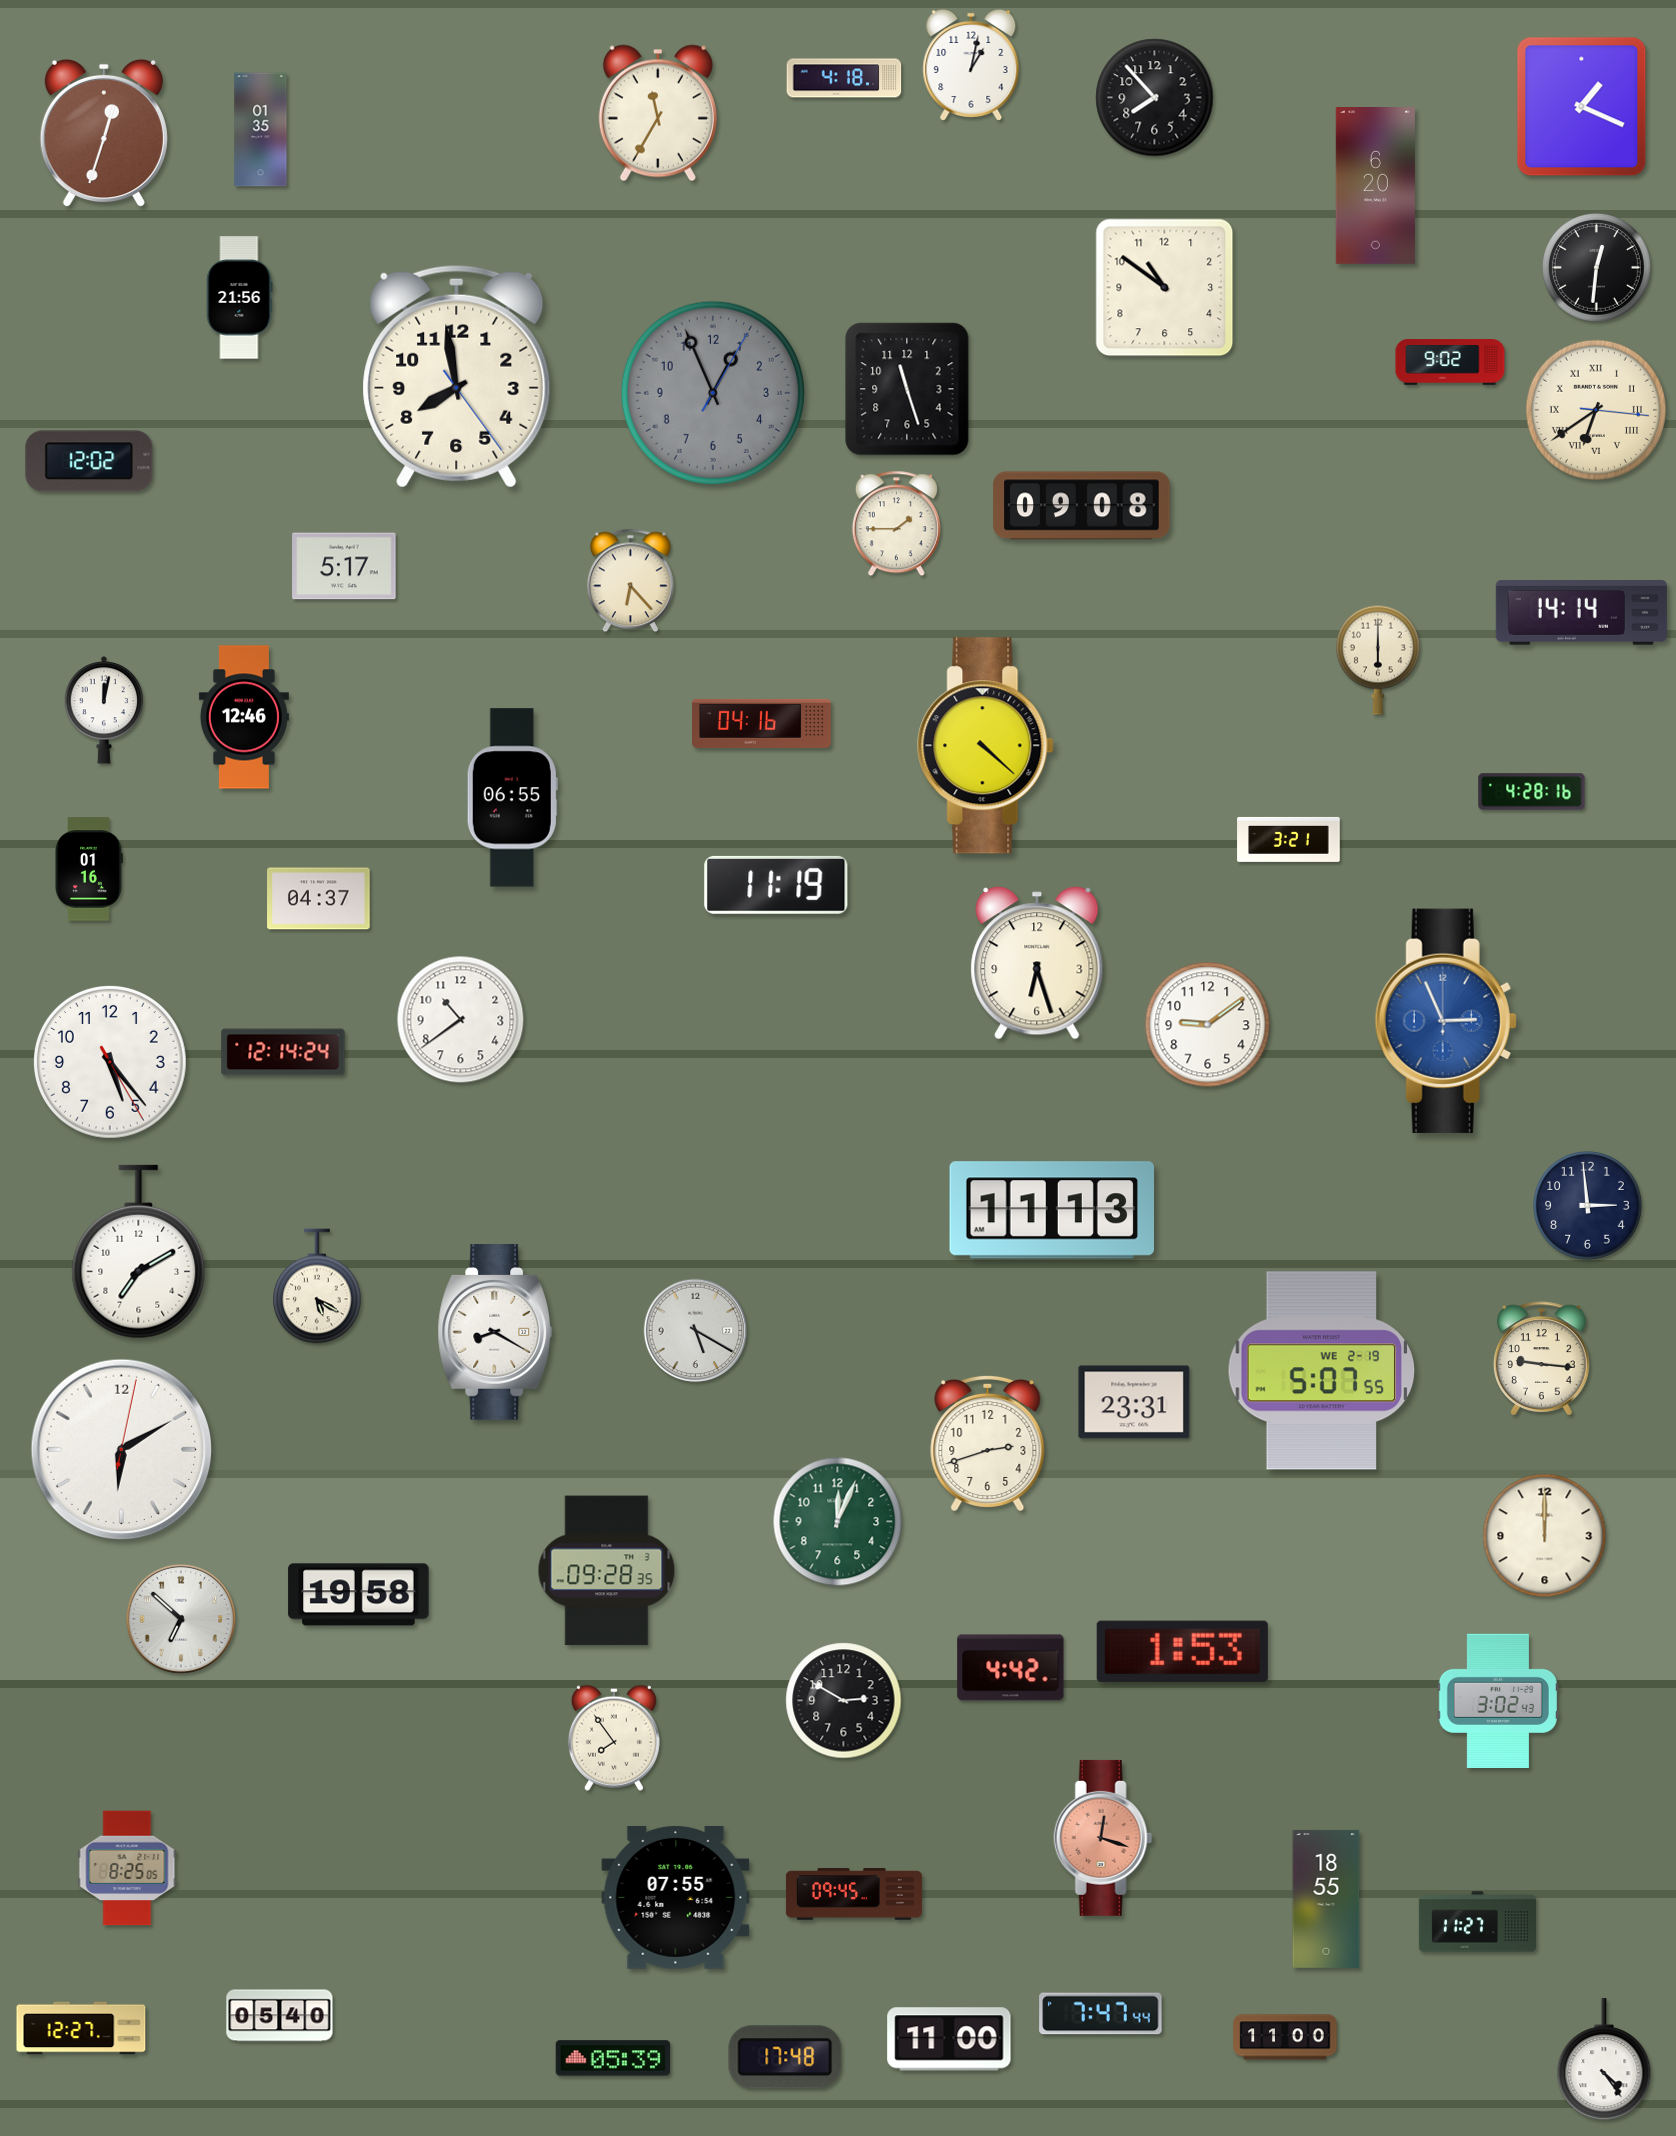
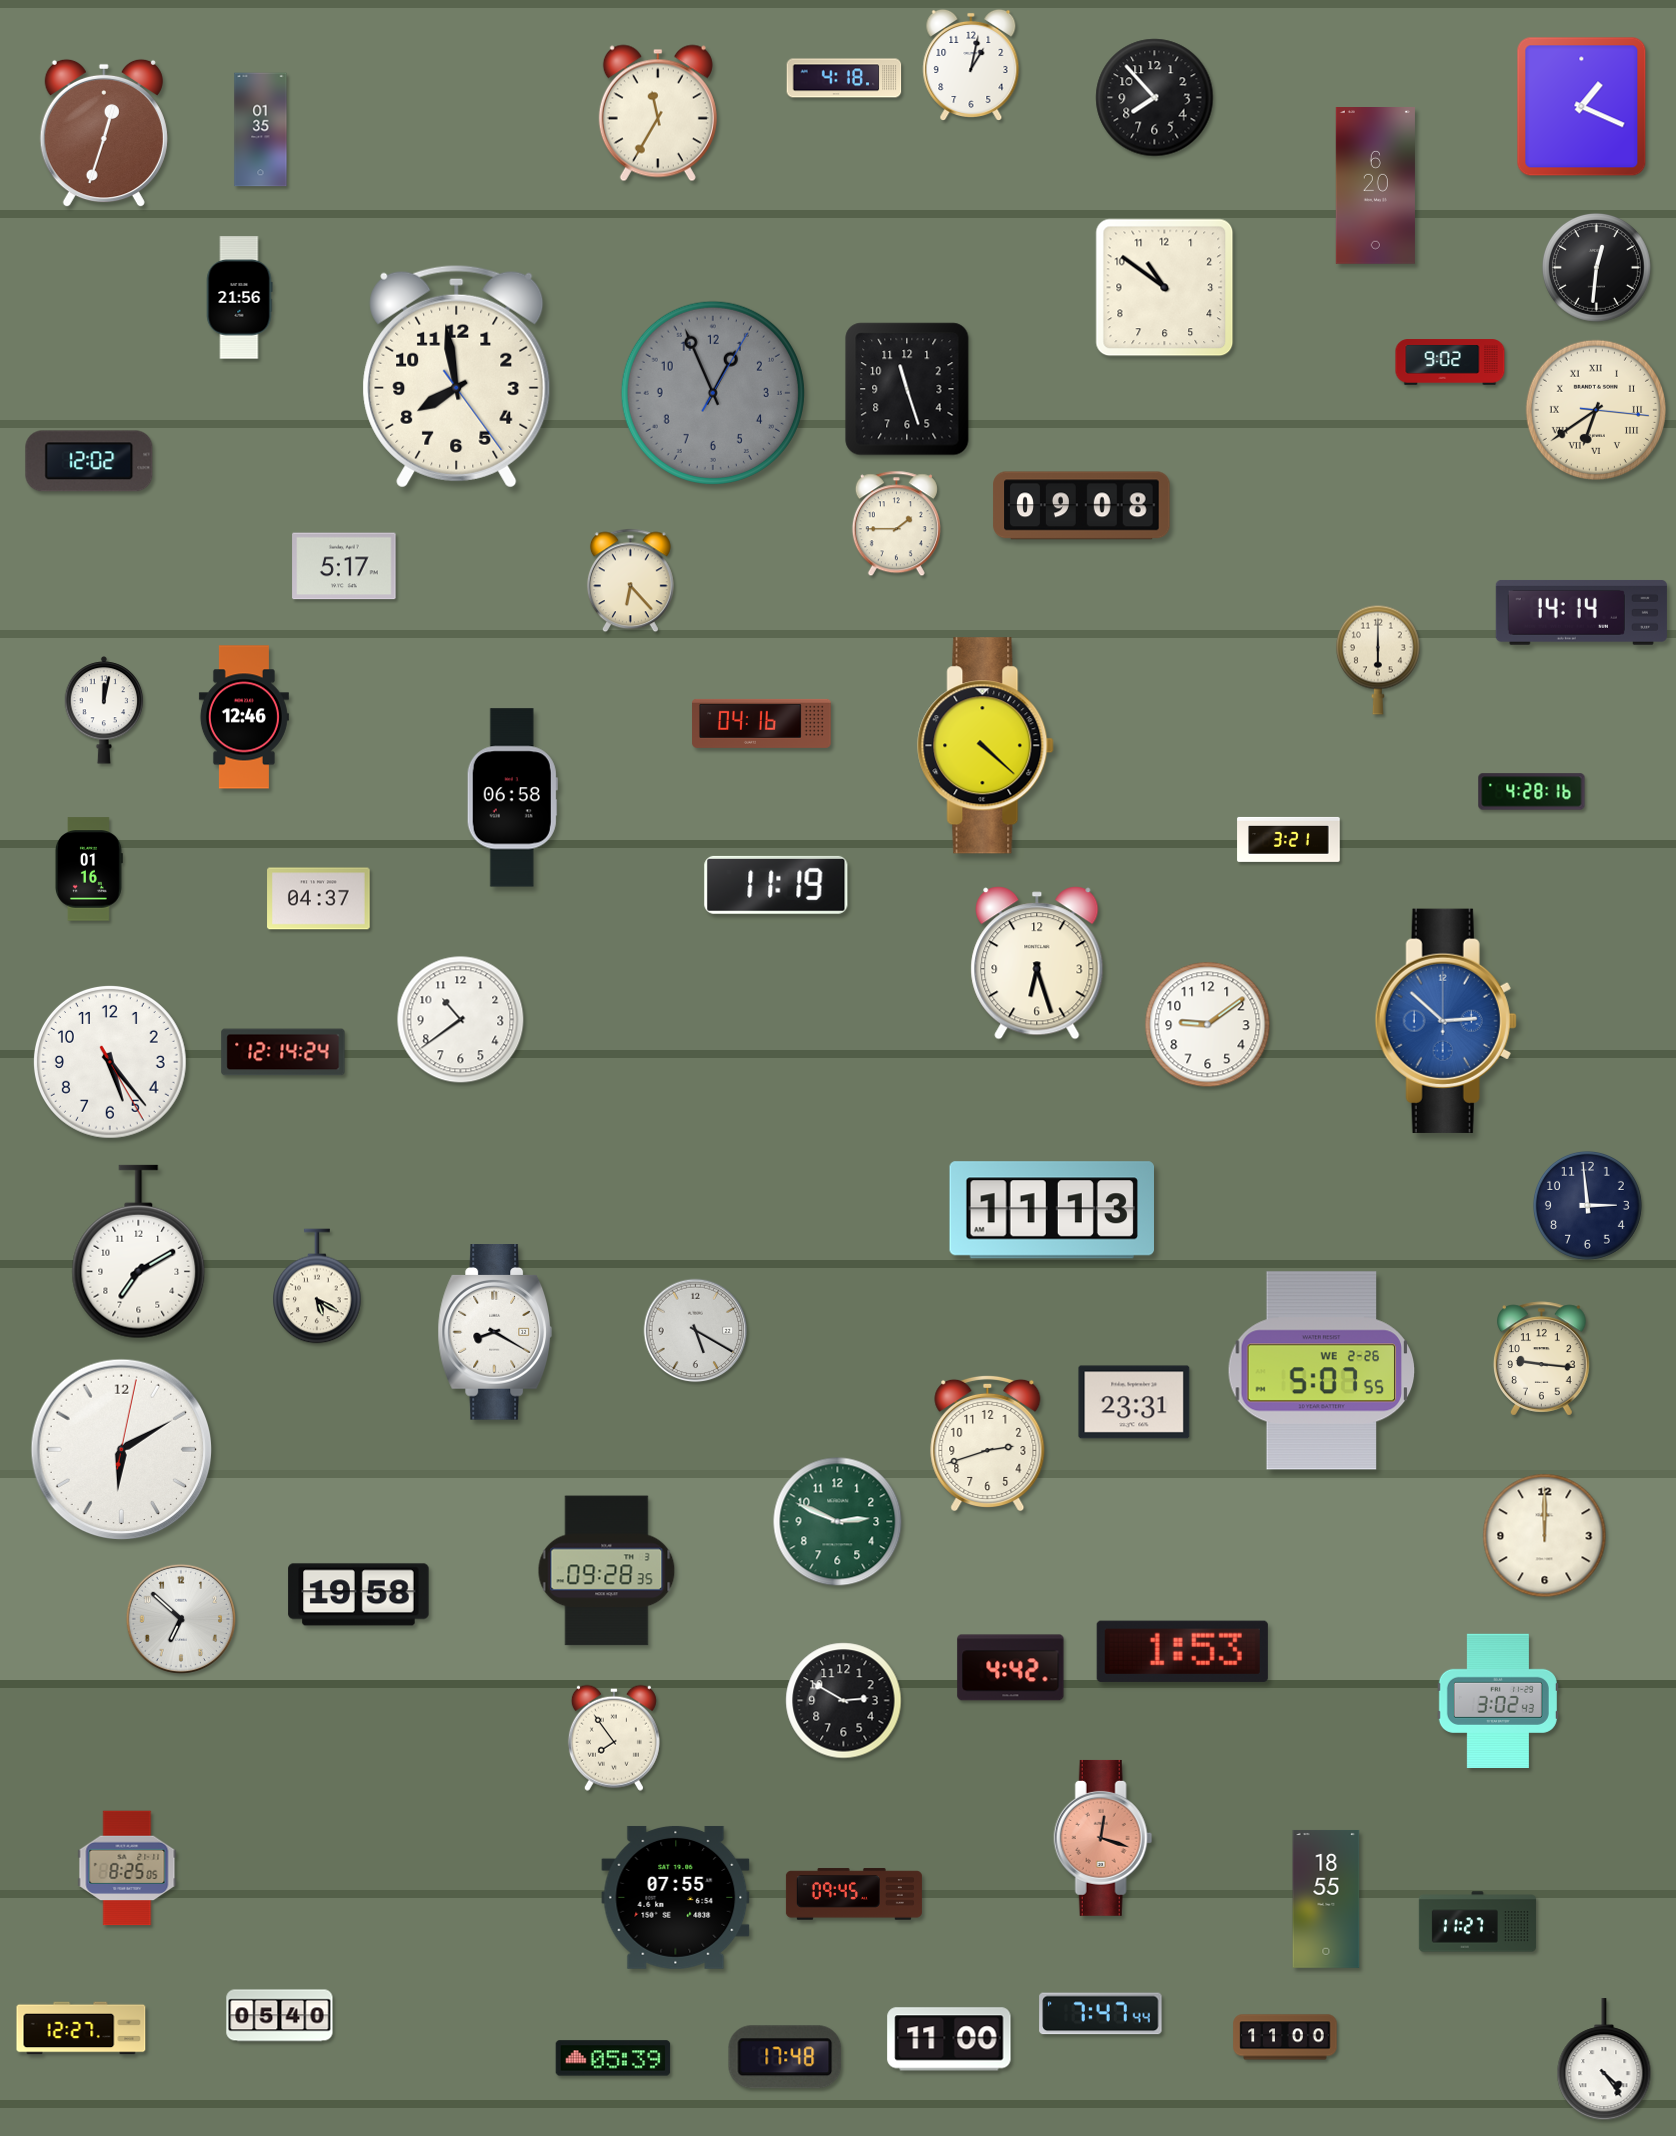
clock at (512, 798): 06:55 -> 06:58
clock at (1446, 1021): 2:56 -> 2:52
clock at (1322, 1371) date: WE 2-19 -> WE 2-26
clock at (838, 1522): 12:04 -> 2:49
